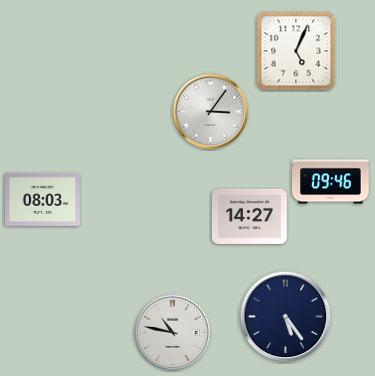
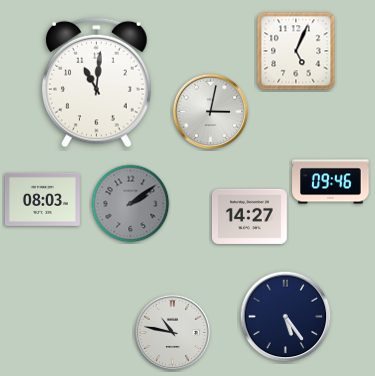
clock at (97, 82): none -> 11:01
clock at (211, 112): 3:06 -> 3:02
clock at (131, 204): none -> 2:09
